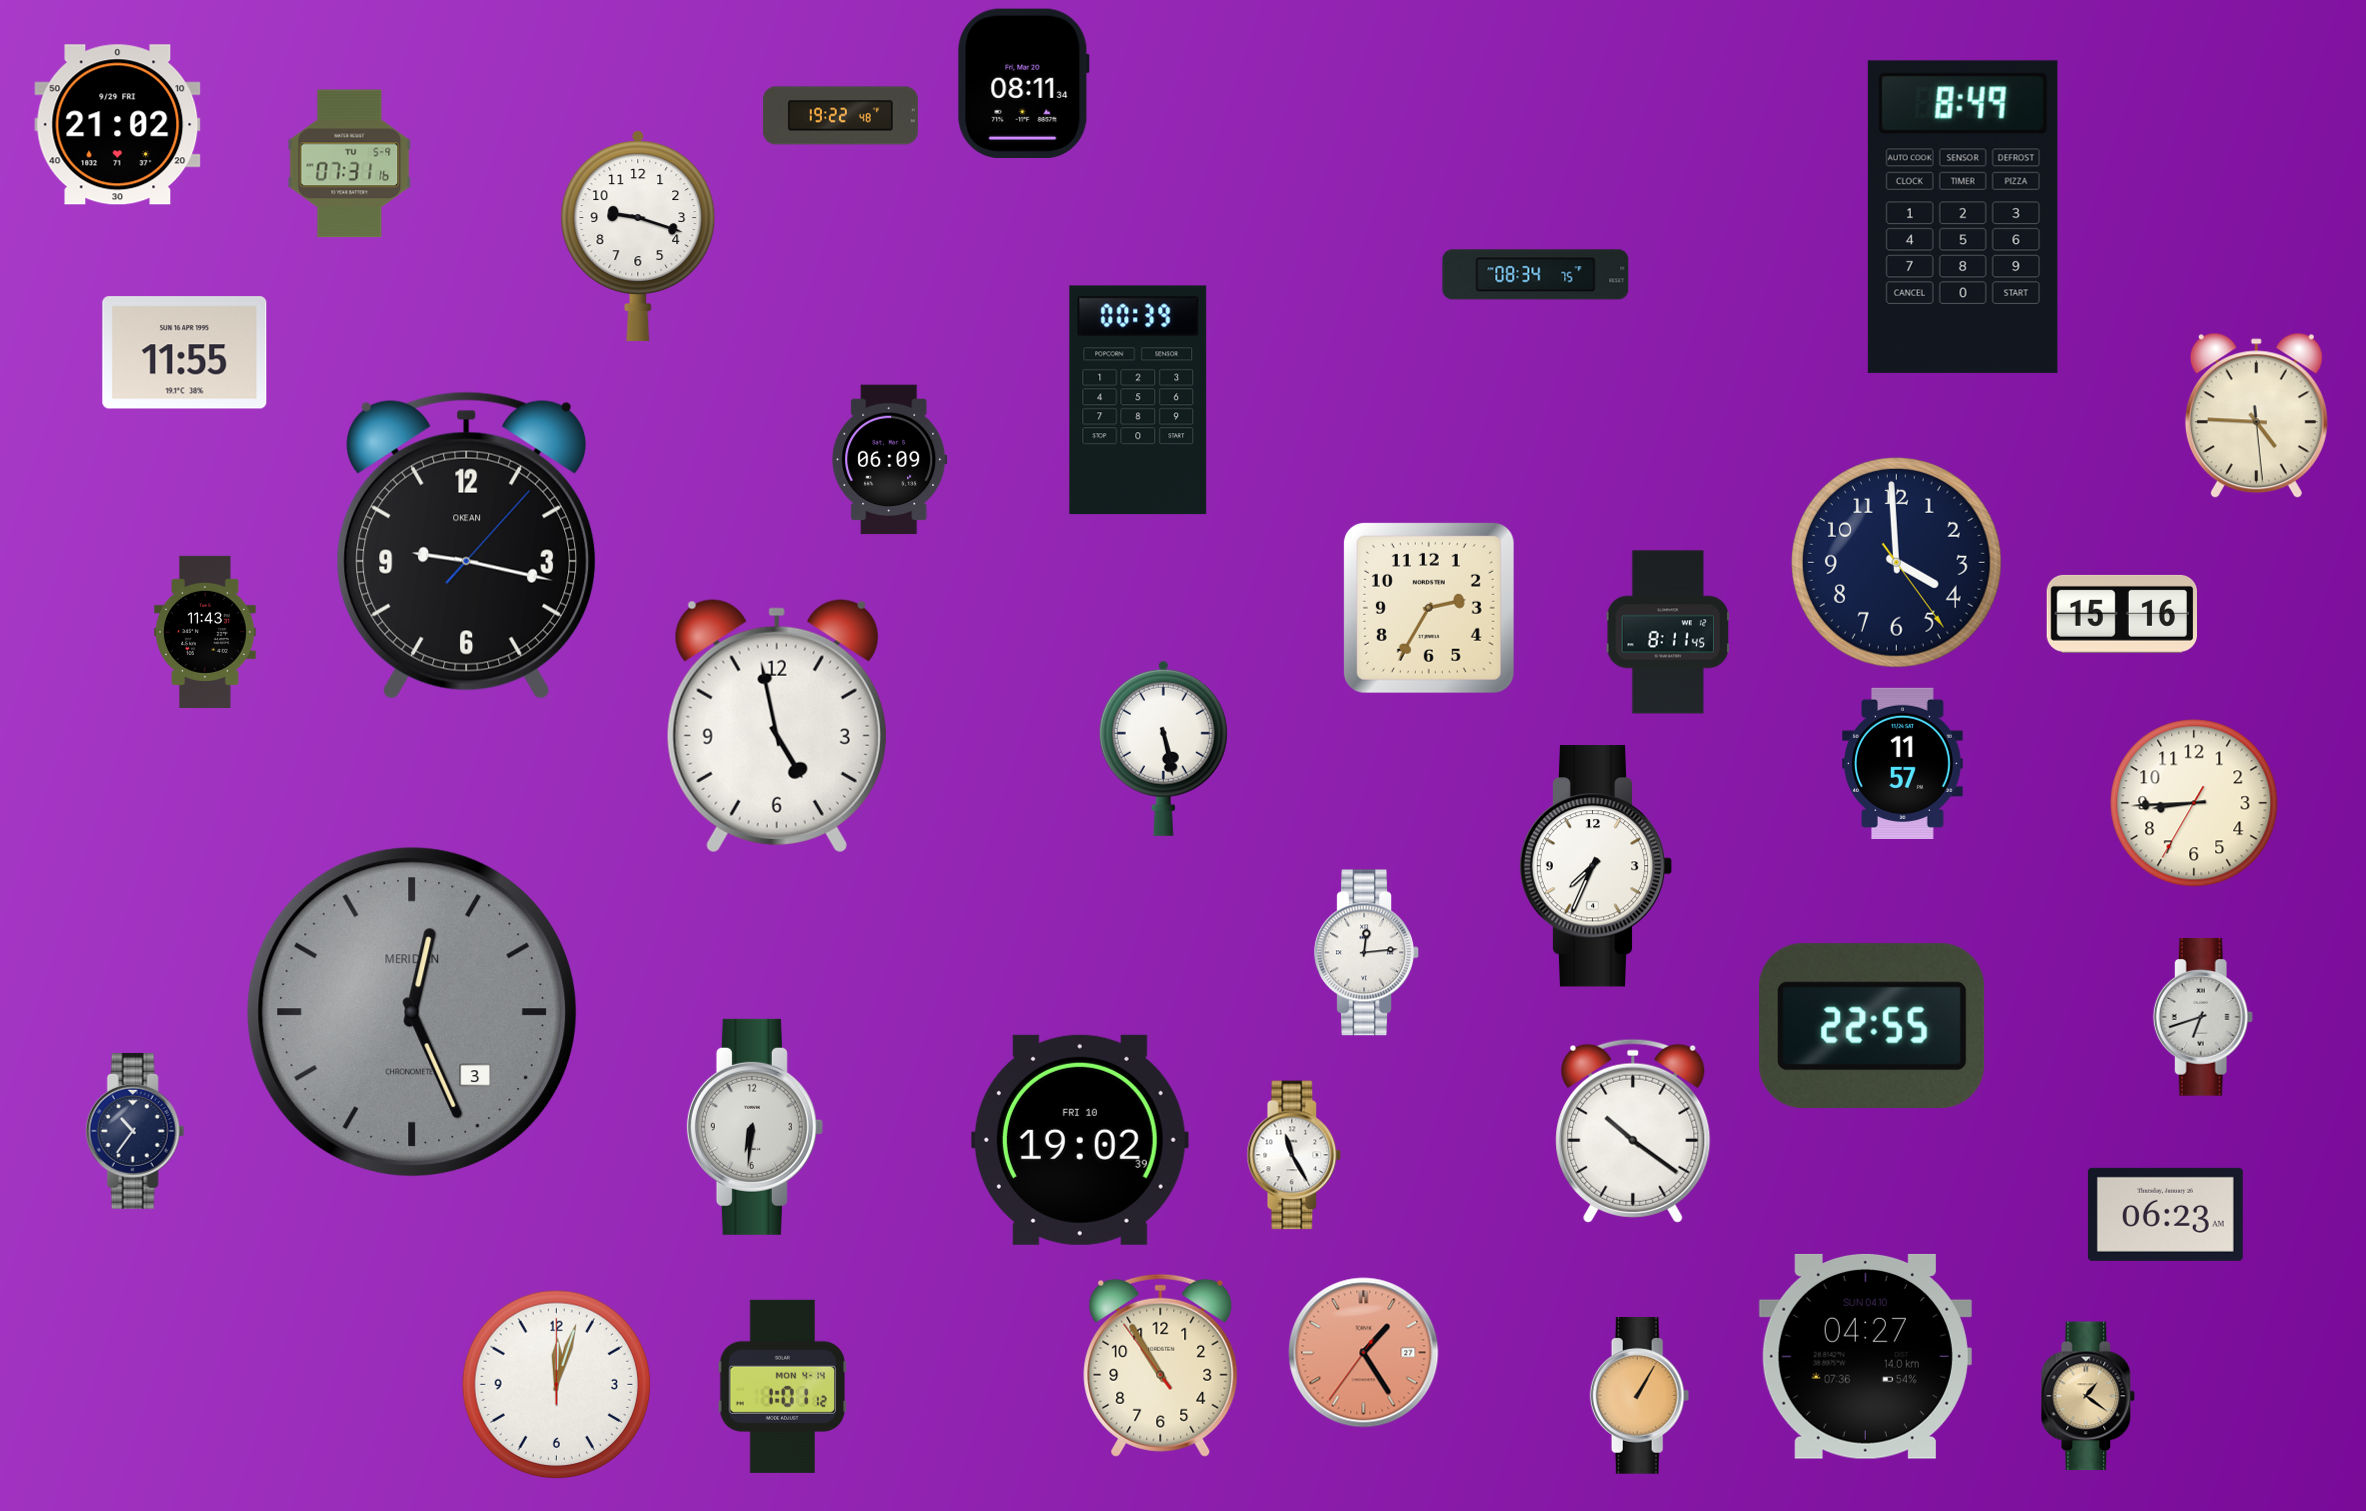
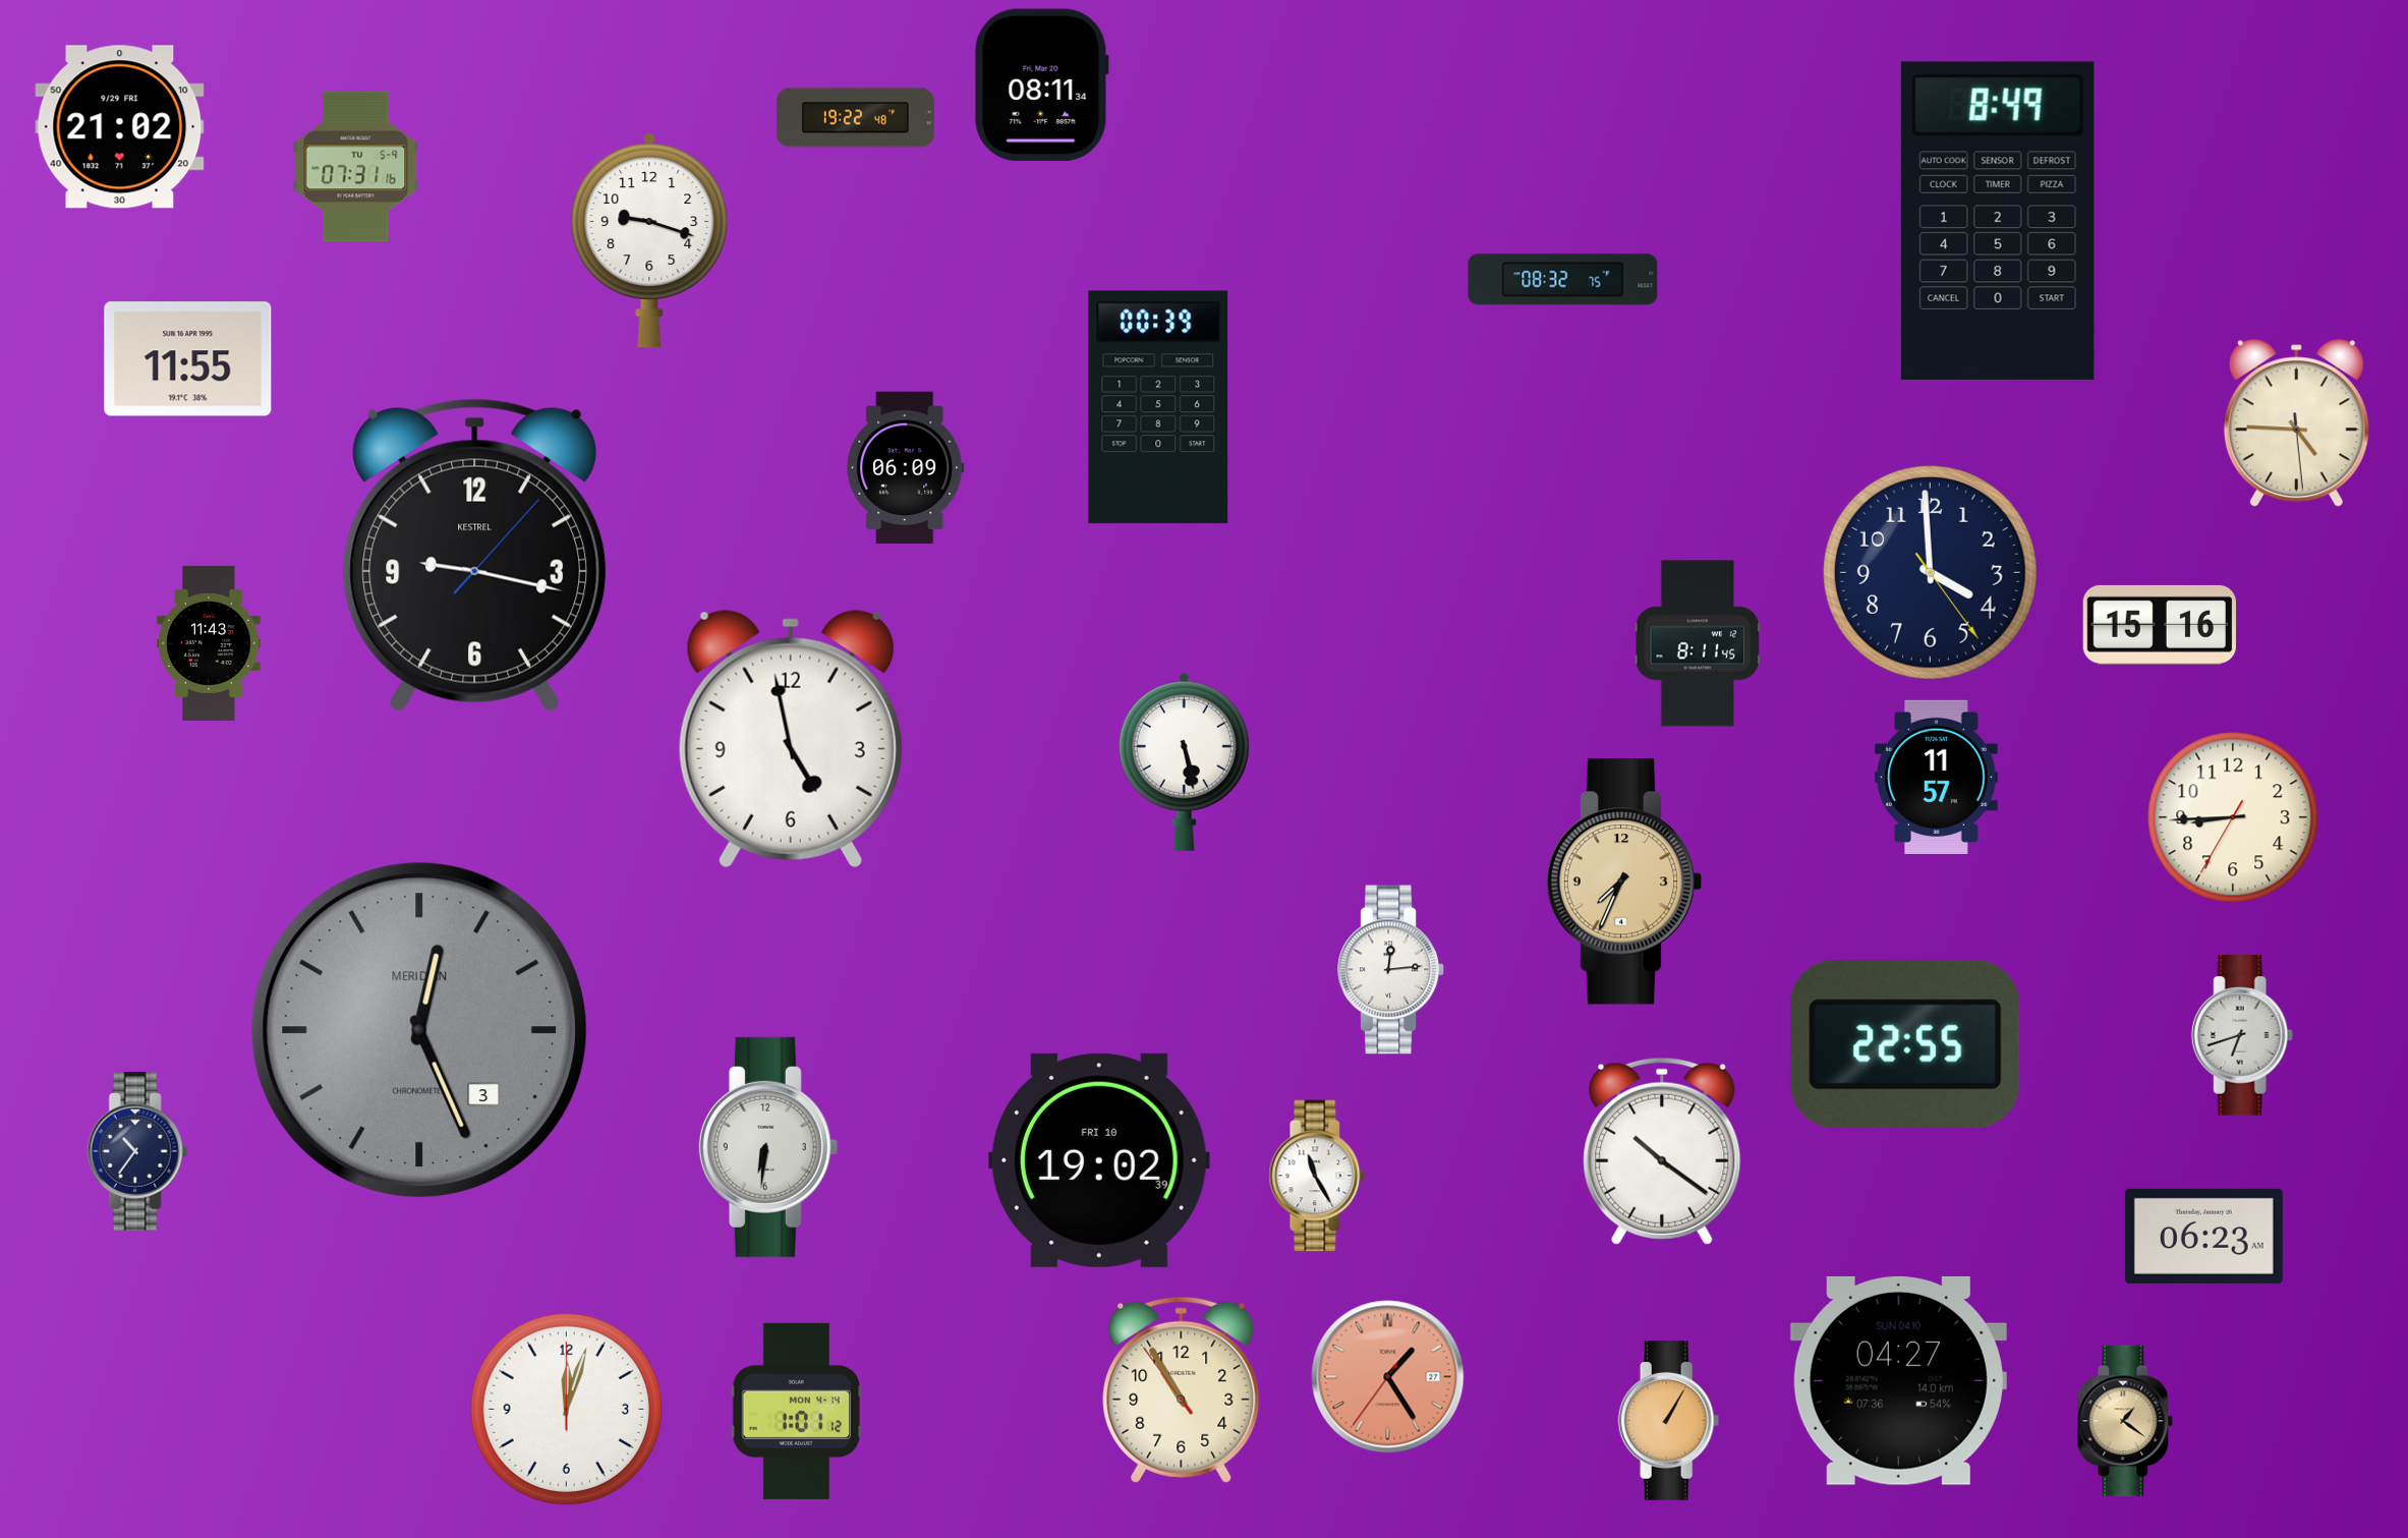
clock at (1536, 275): 08:34 -> 08:32
clock at (467, 545) brand: OKEAN -> KESTREL
clock at (1429, 608): 2:35 -> none
clock at (1596, 866) dial: white -> champagne
